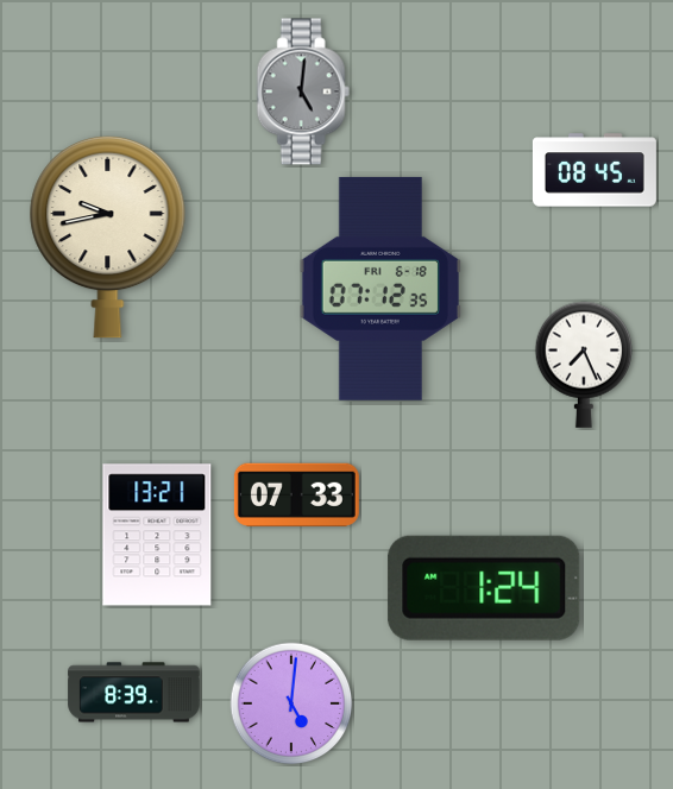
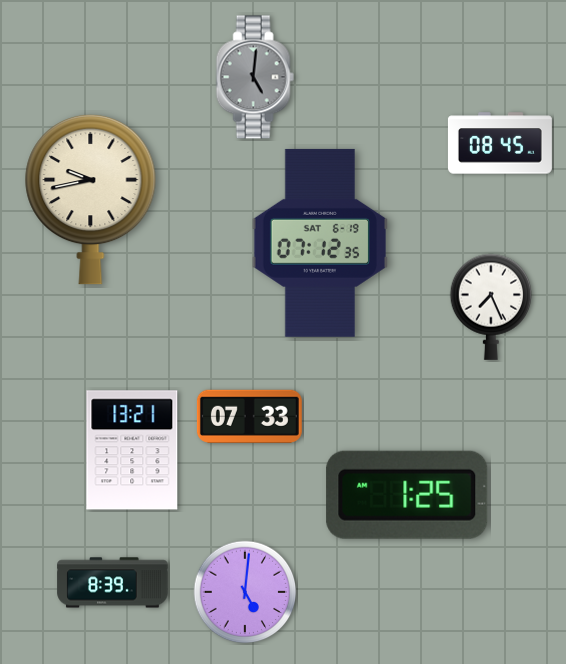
clock at (380, 289) date: FRI 6-18 -> SAT 6-19
clock at (484, 588): 1:24 -> 1:25
